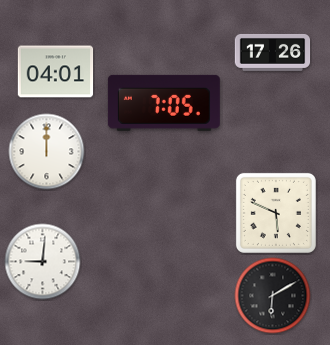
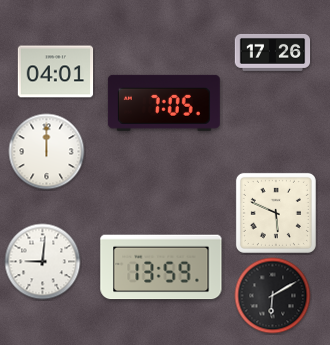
clock at (161, 267): none -> 13:59
